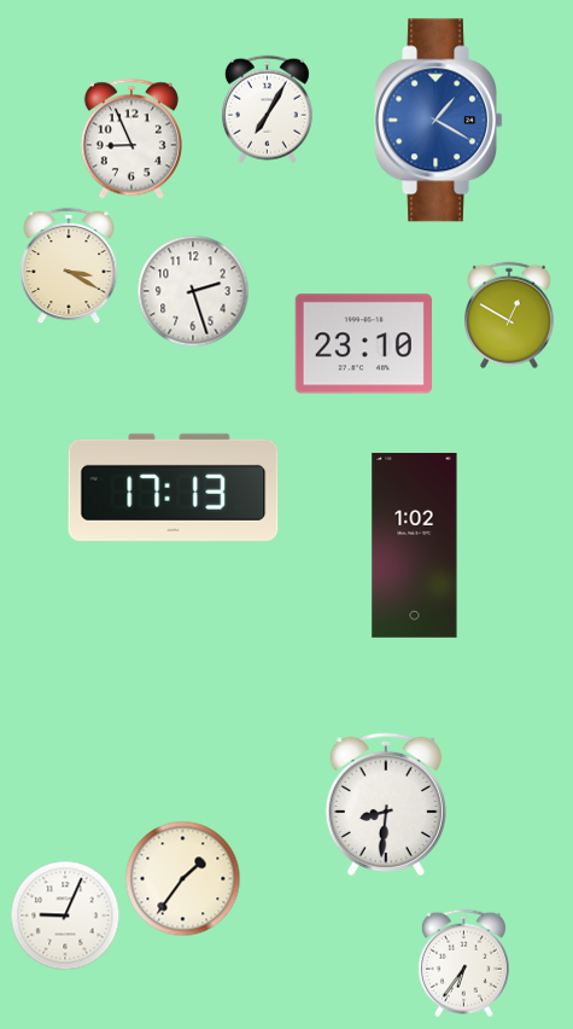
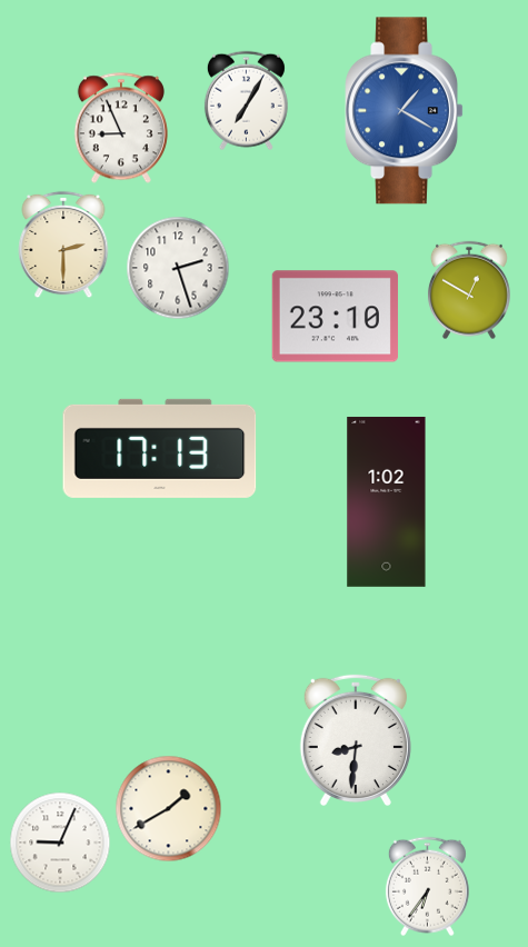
clock at (69, 266): 3:20 -> 2:30
clock at (415, 545) position: (415, 545) -> (387, 501)
clock at (183, 879): 1:36 -> 1:40
